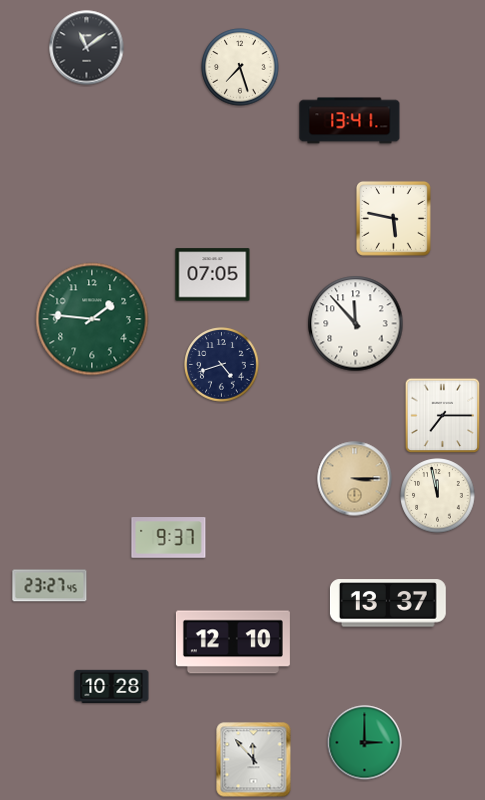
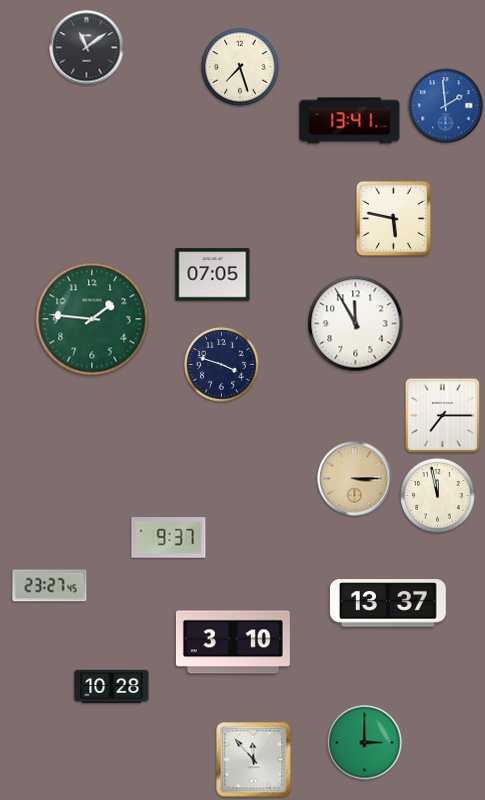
clock at (446, 106): none -> 1:59
clock at (356, 324): 11:53 -> 11:55
clock at (222, 365): 4:42 -> 3:48
clock at (233, 642): 12:10 -> 3:10
